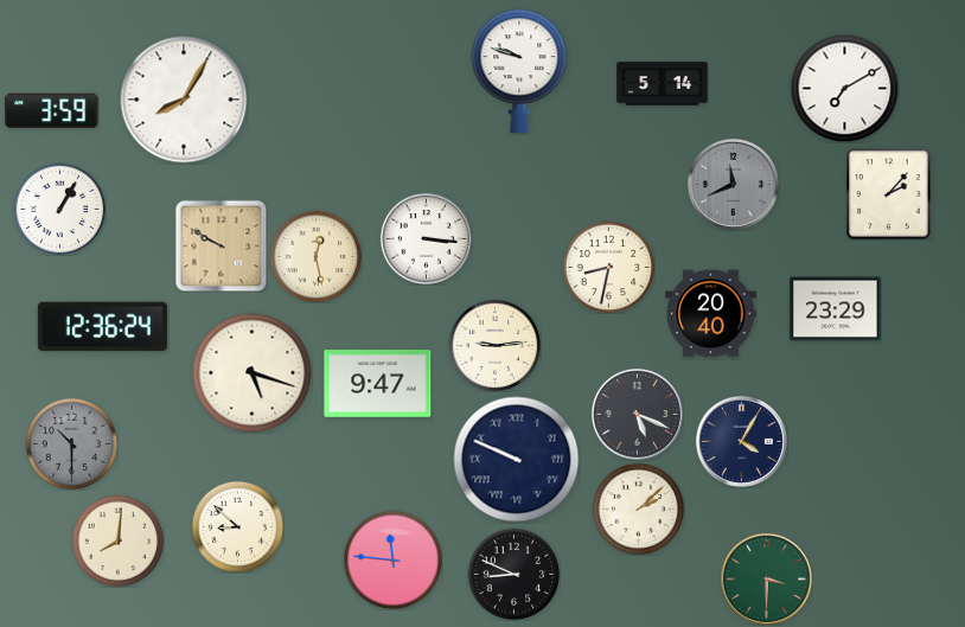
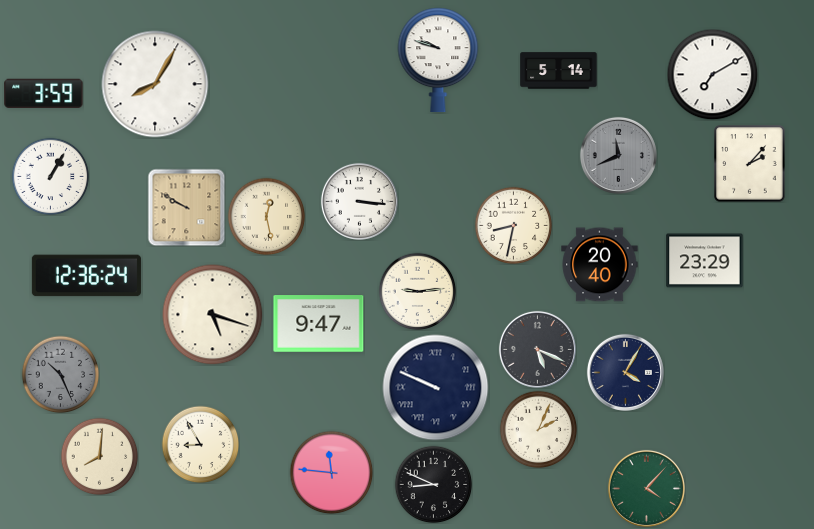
clock at (71, 443): 10:30 -> 10:26
clock at (638, 508): 2:08 -> 2:04
clock at (237, 526): 8:52 -> 8:55
clock at (766, 578): 3:30 -> 4:07
